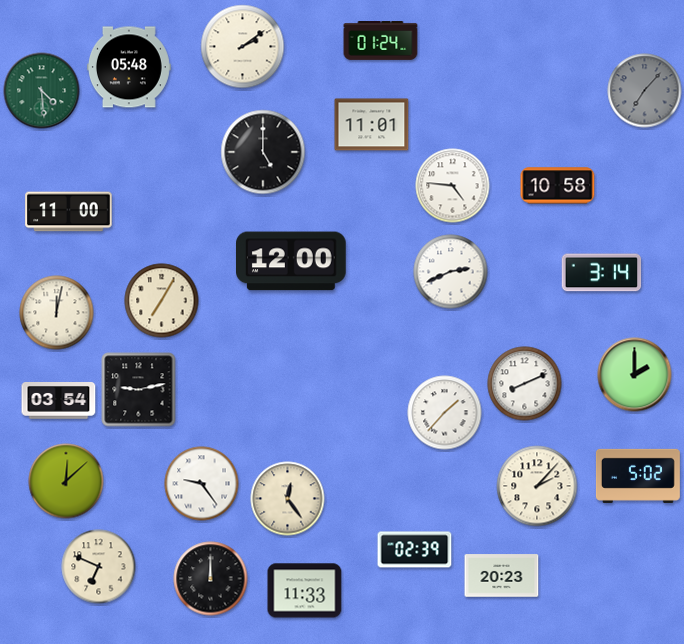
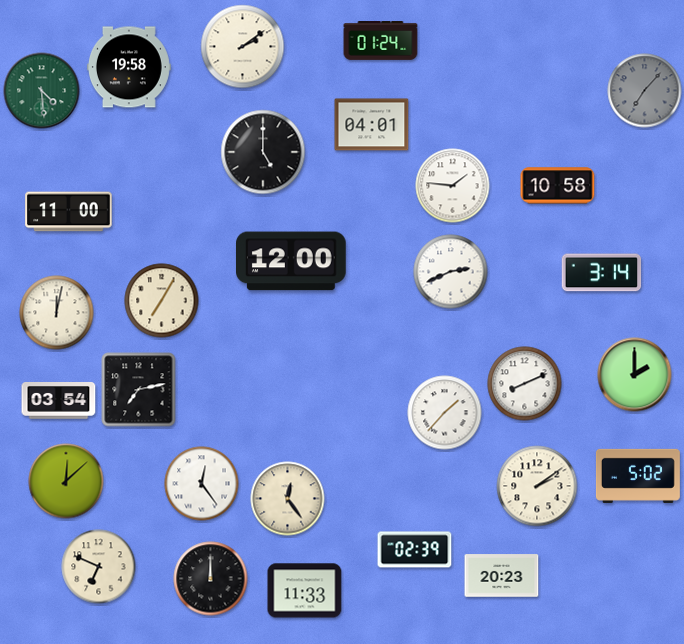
clock at (129, 67): 05:48 -> 19:58
clock at (372, 125): 11:01 -> 04:01
clock at (453, 186): 4:46 -> 1:46
clock at (139, 390): 9:13 -> 7:13
clock at (202, 484): 9:24 -> 12:24
clock at (537, 486): 2:07 -> 2:09
